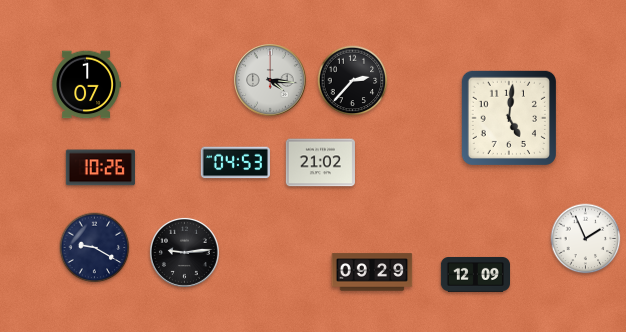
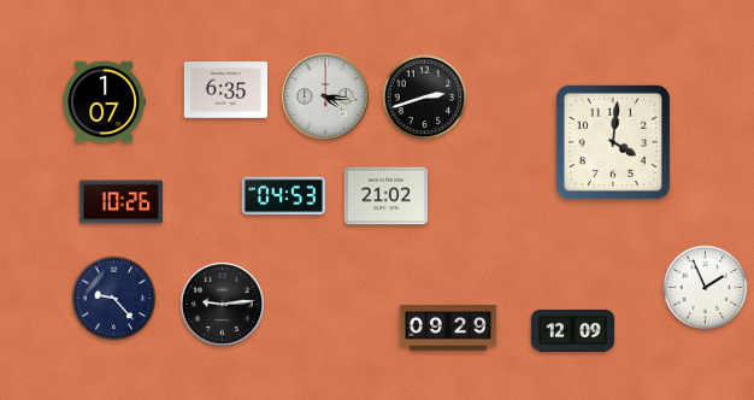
clock at (225, 90): none -> 6:35
clock at (353, 81): 2:37 -> 2:42
clock at (509, 118): 5:01 -> 4:01
clock at (95, 248): 9:20 -> 9:23
